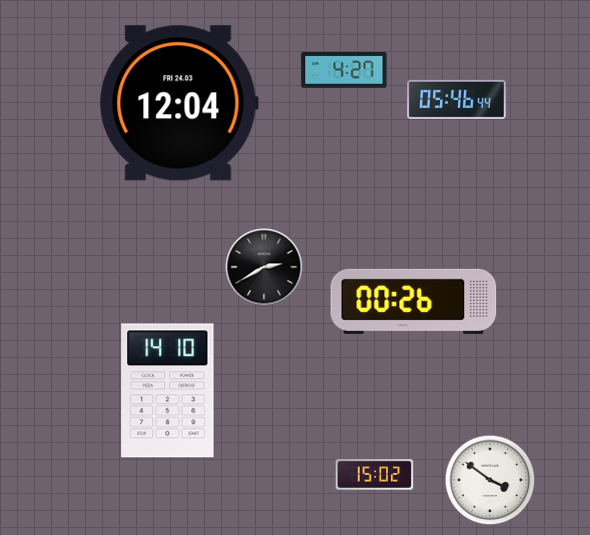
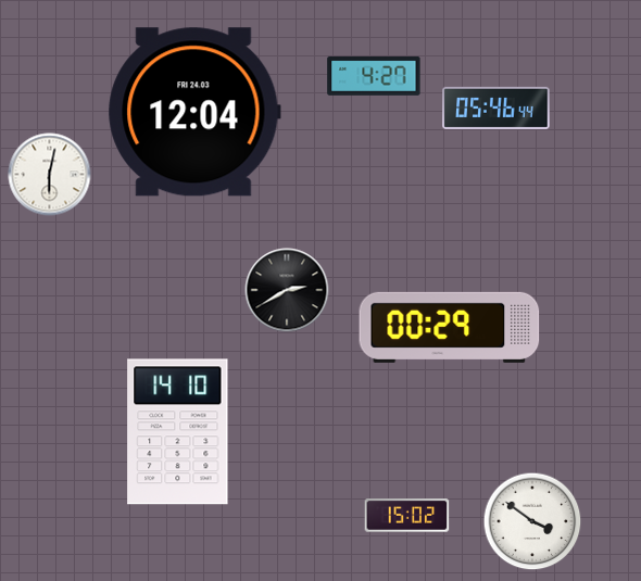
clock at (50, 175): none -> 6:02
clock at (414, 301): 00:26 -> 00:29
clock at (168, 391) position: (168, 391) -> (178, 432)
